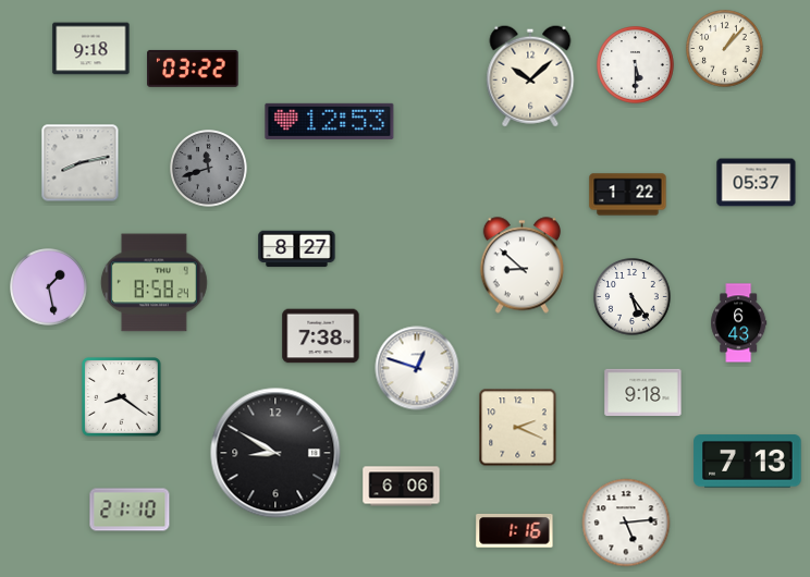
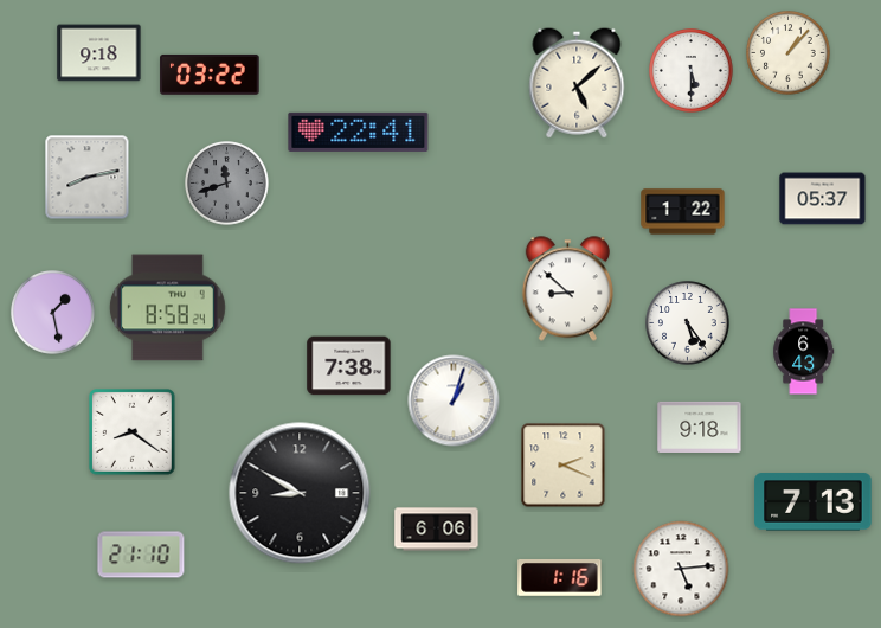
clock at (530, 76): 10:08 -> 5:08
clock at (330, 121): 12:53 -> 22:41
clock at (297, 249): 8:27 -> none
clock at (417, 368): 12:48 -> 1:03
